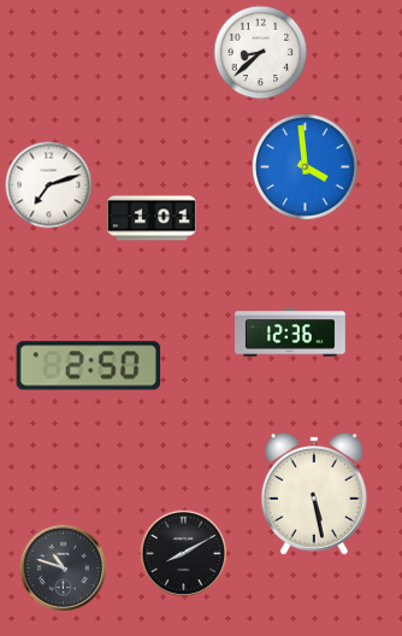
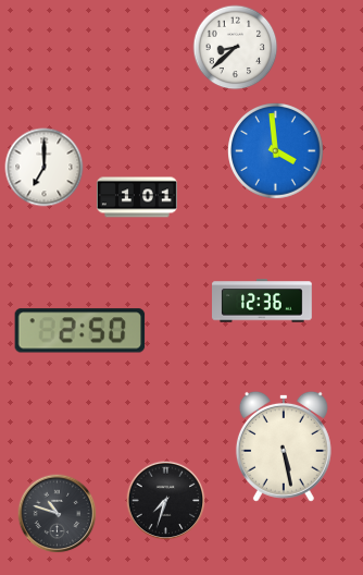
clock at (49, 185): 7:12 -> 7:00
clock at (184, 554): 8:10 -> 7:33
